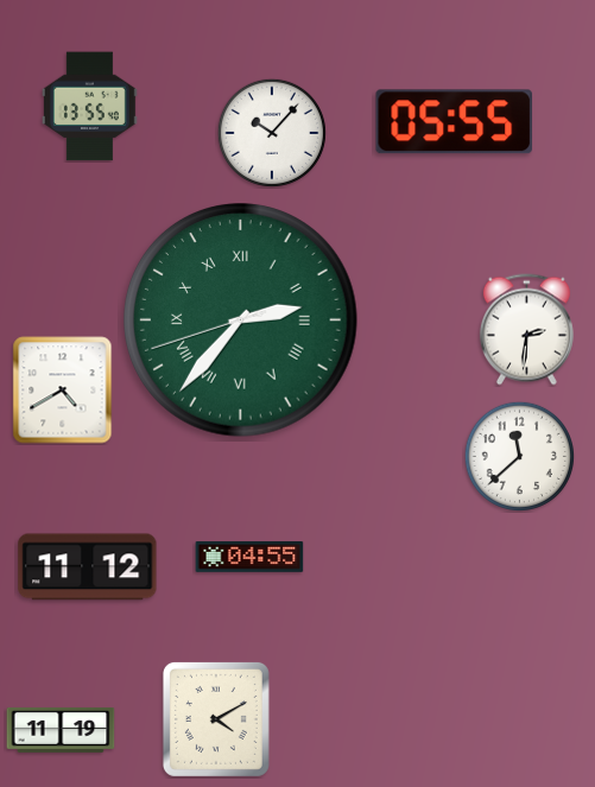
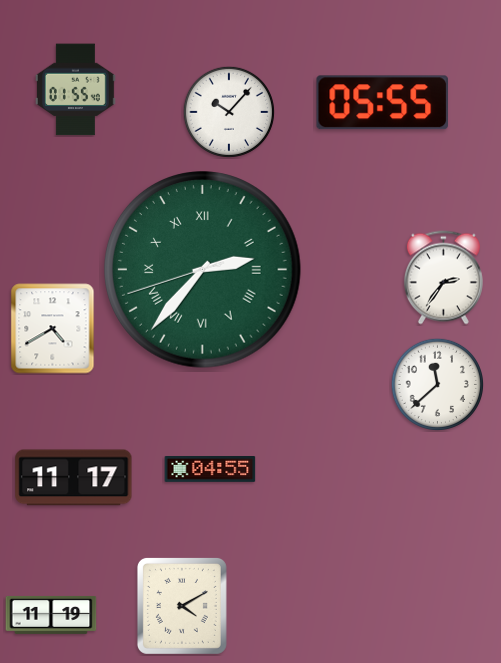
clock at (89, 107): 13:55 -> 01:55
clock at (526, 330): 2:31 -> 2:36
clock at (88, 567): 11:12 -> 11:17
